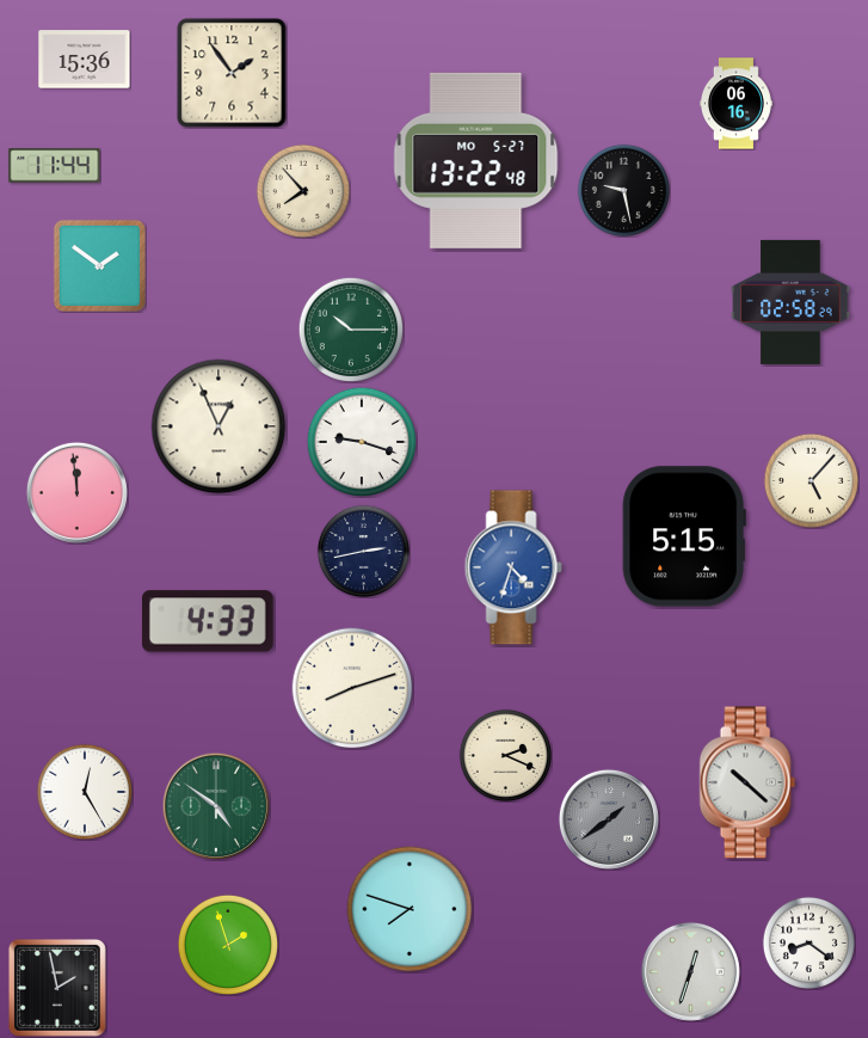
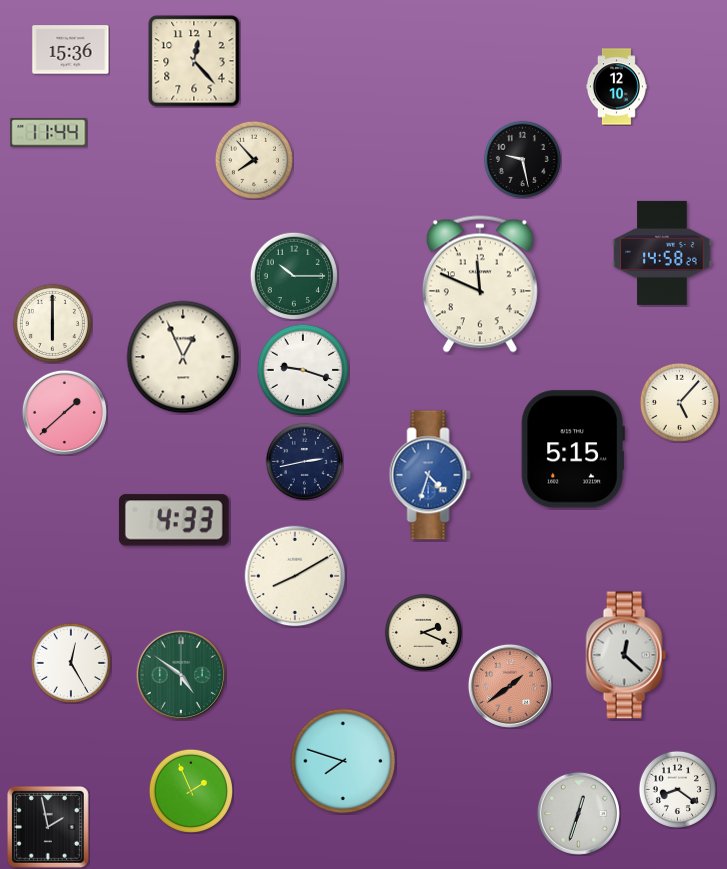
clock at (232, 73): 1:54 -> 12:23
clock at (735, 104): 06:16 -> 12:10
clock at (476, 160): 13:22 -> none
clock at (55, 166) position: (55, 166) -> (49, 133)
clock at (99, 265): 1:51 -> none
clock at (790, 302): 02:58 -> 14:58
clock at (480, 284): none -> 11:49
clock at (52, 323): none -> 6:00
clock at (76, 492): 11:59 -> 1:38
clock at (352, 688): 8:12 -> 8:10
clock at (747, 782): 10:22 -> 12:22
clock at (609, 819) dial: grey -> salmon
clock at (227, 944): 1:57 -> 1:56
